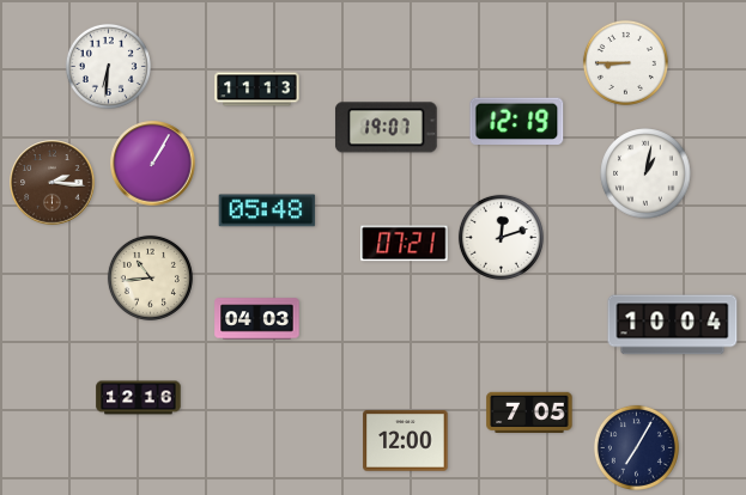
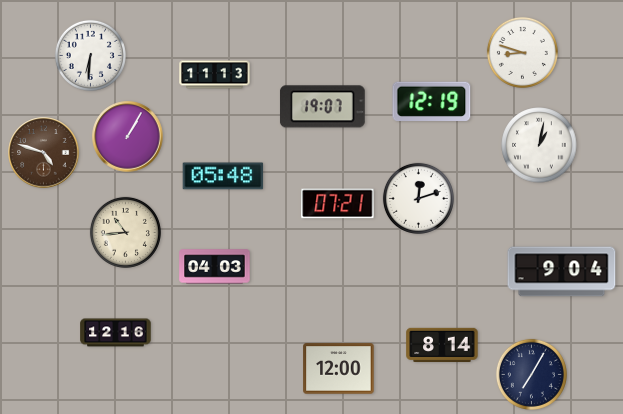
clock at (625, 62): 8:45 -> 8:48
clock at (53, 183): 2:16 -> 4:48
clock at (673, 325): 10:04 -> 9:04
clock at (529, 411): 7:05 -> 8:14
